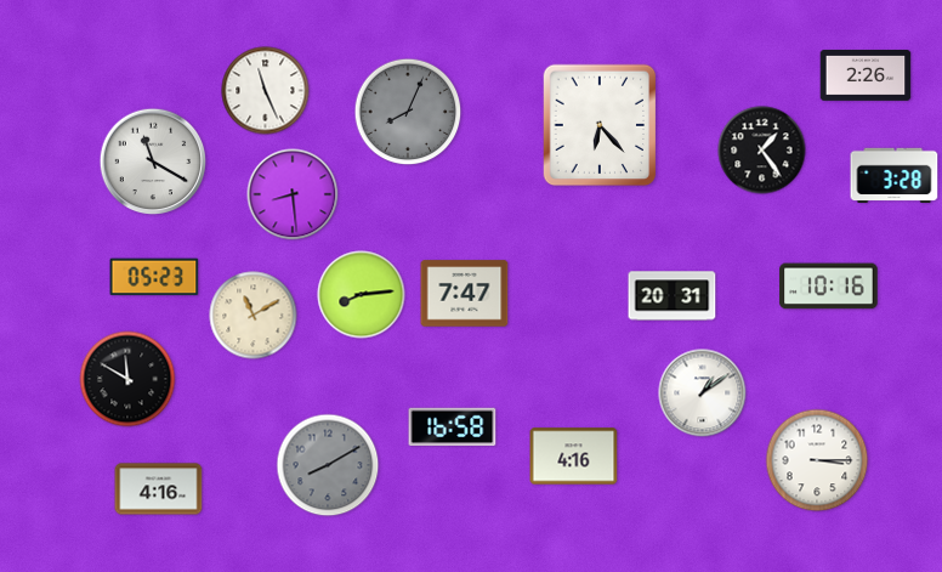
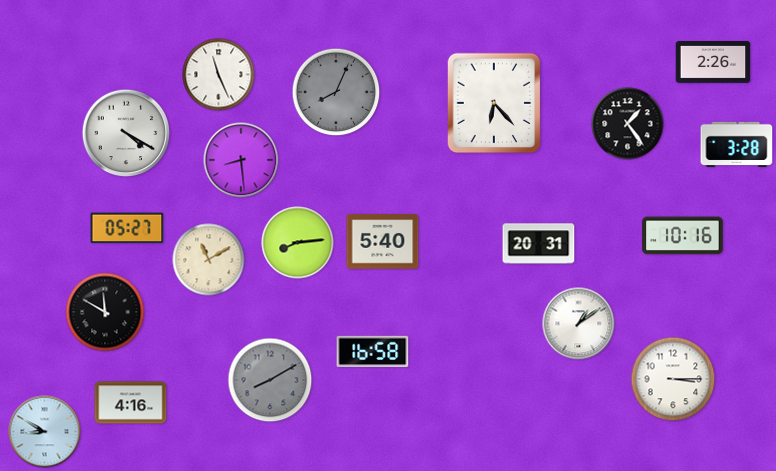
clock at (153, 162): 11:20 -> 4:20
clock at (154, 277): 05:23 -> 05:27
clock at (465, 294): 7:47 -> 5:40
clock at (673, 296) position: (673, 296) -> (539, 244)
clock at (574, 457): 4:16 -> none
clock at (328, 465) position: (328, 465) -> (270, 380)
clock at (45, 432): none -> 8:50
